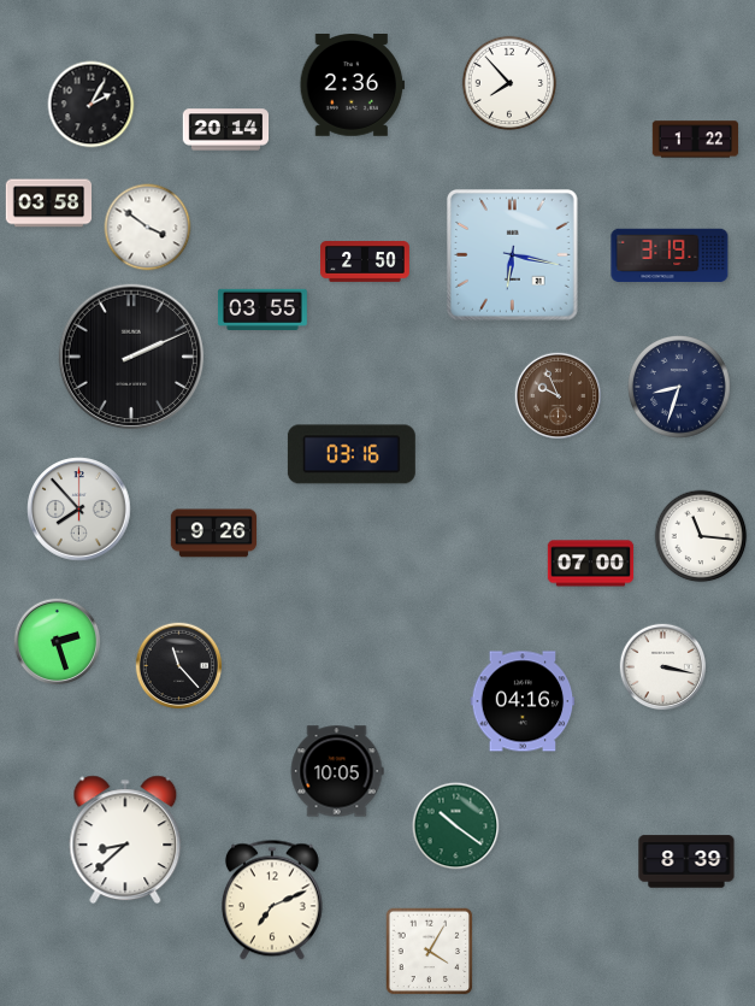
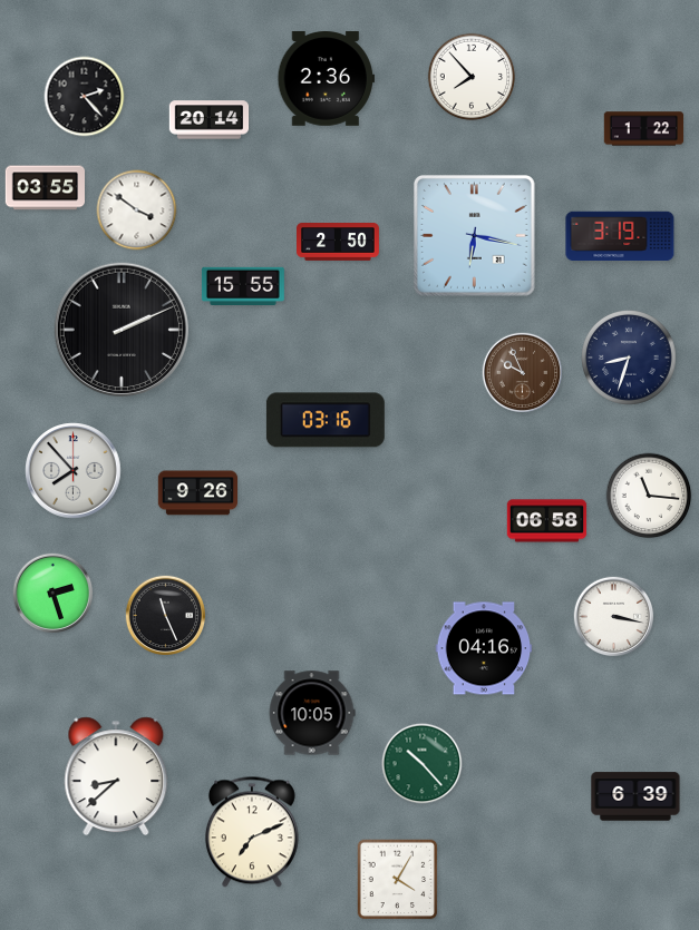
clock at (92, 105): 2:05 -> 2:23
clock at (49, 204): 03:58 -> 03:55
clock at (263, 308): 03:55 -> 15:55
clock at (559, 396) position: (559, 396) -> (523, 373)
clock at (591, 564): 07:00 -> 06:58
clock at (179, 666): 11:23 -> 11:26
clock at (456, 826): 10:21 -> 10:23
clock at (686, 861): 8:39 -> 6:39
